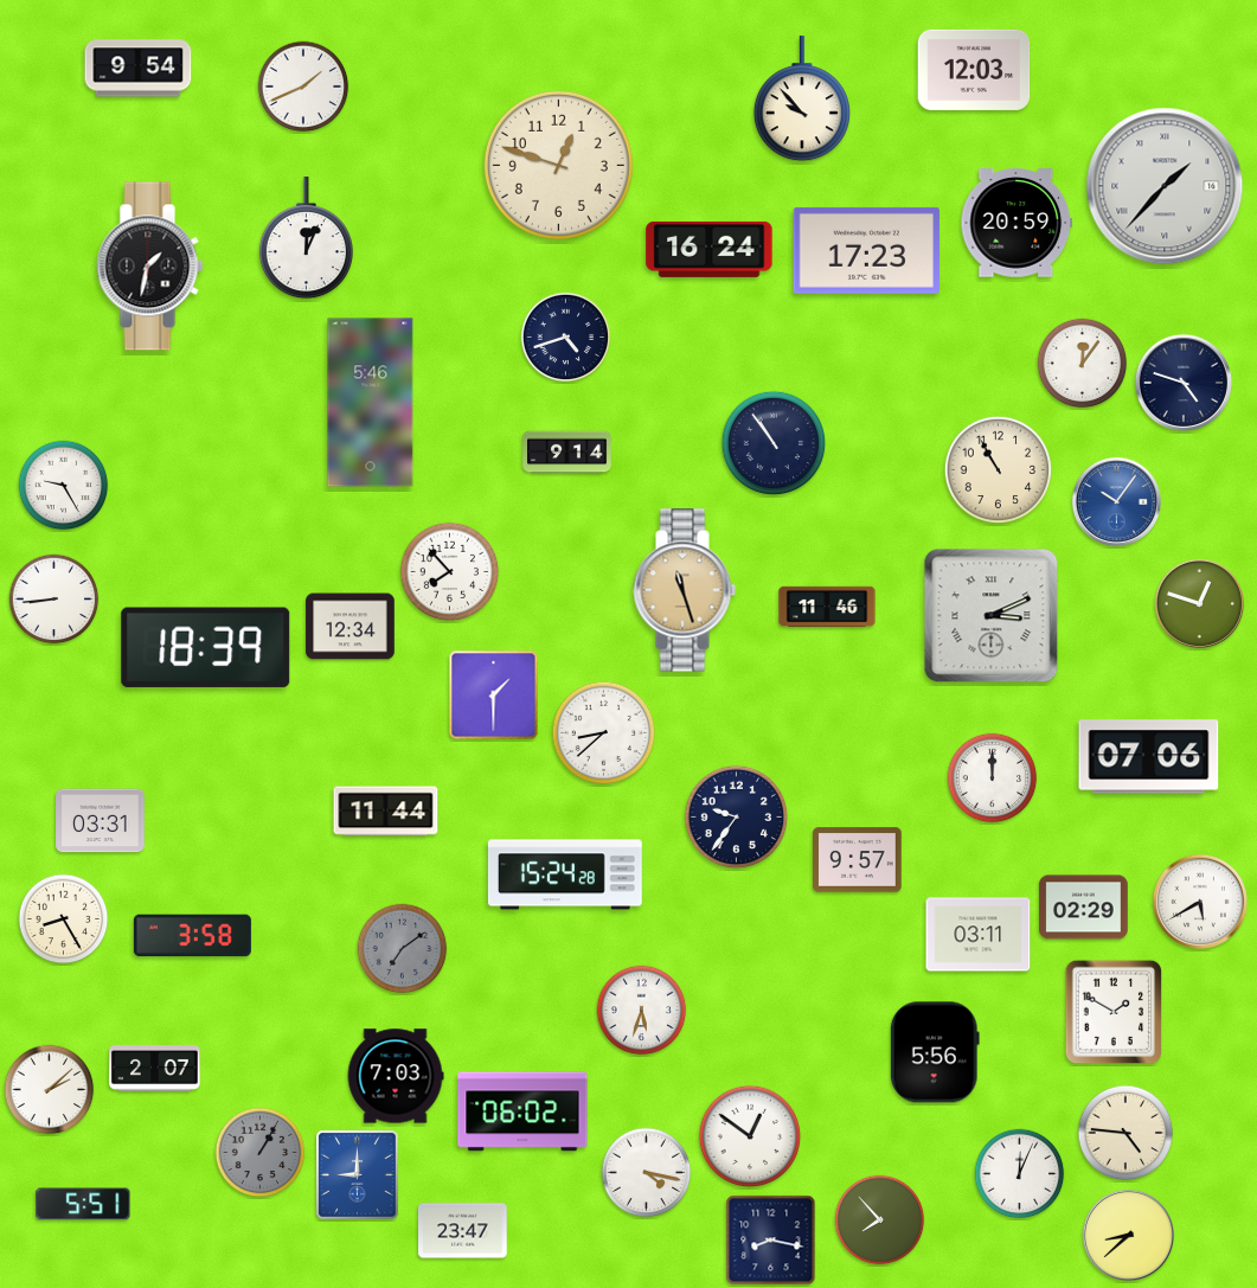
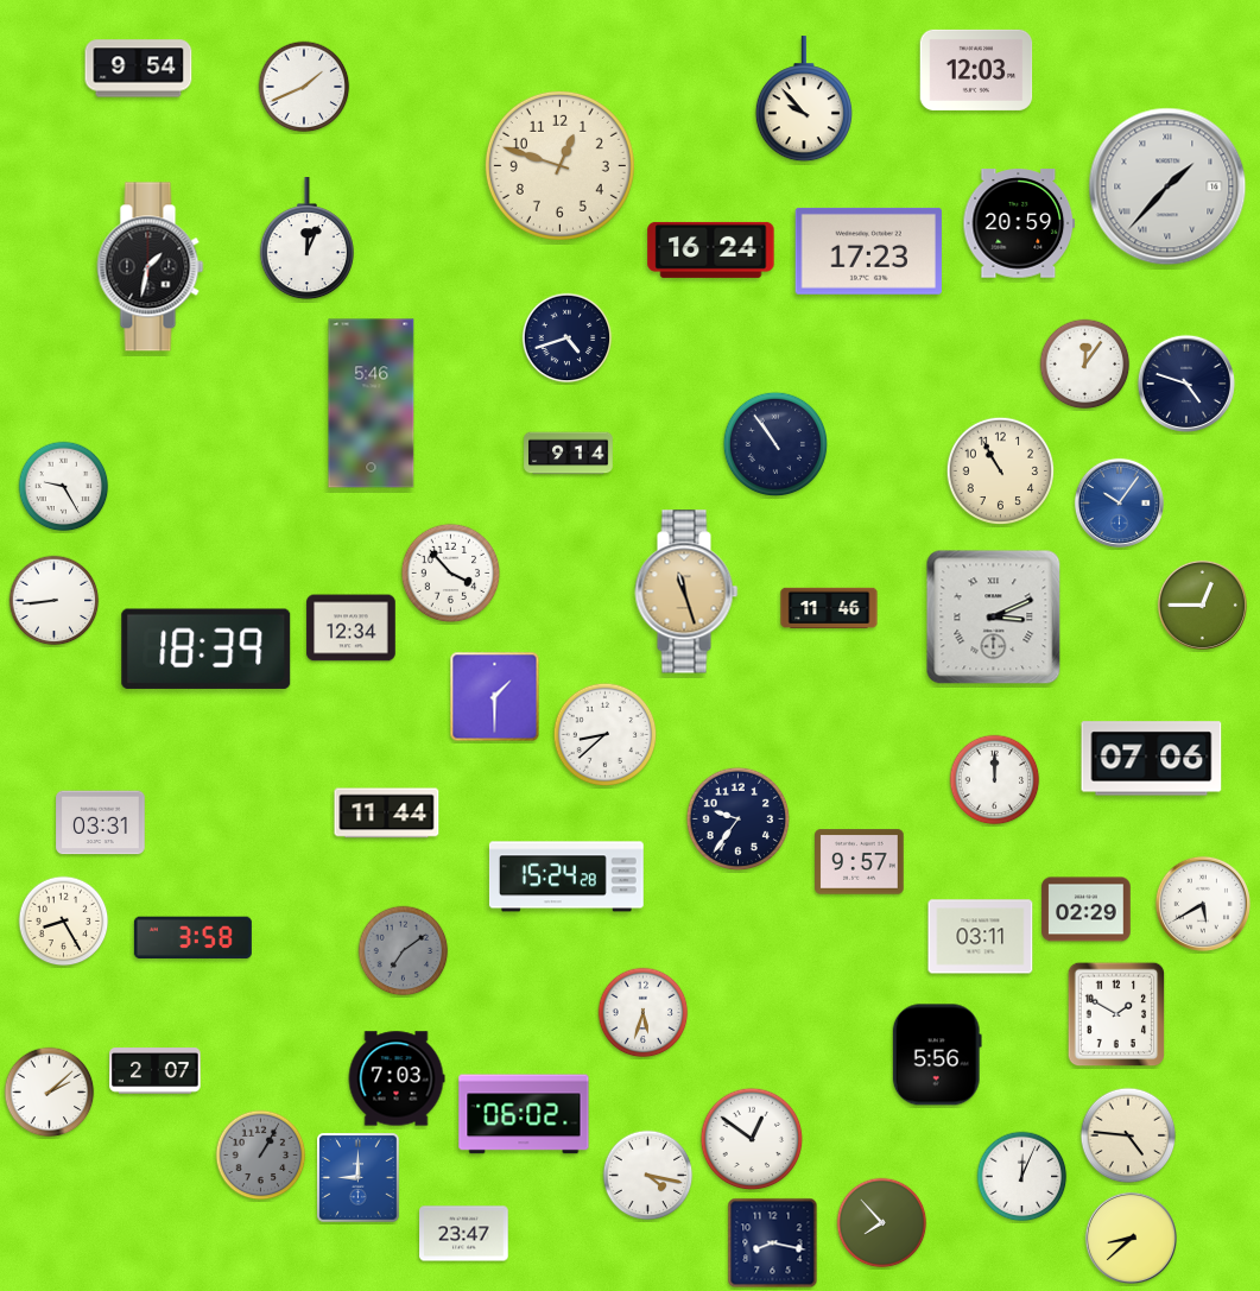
clock at (450, 572): 7:53 -> 3:53
clock at (1199, 603): 12:48 -> 12:45
clock at (83, 1204): 5:51 -> none
